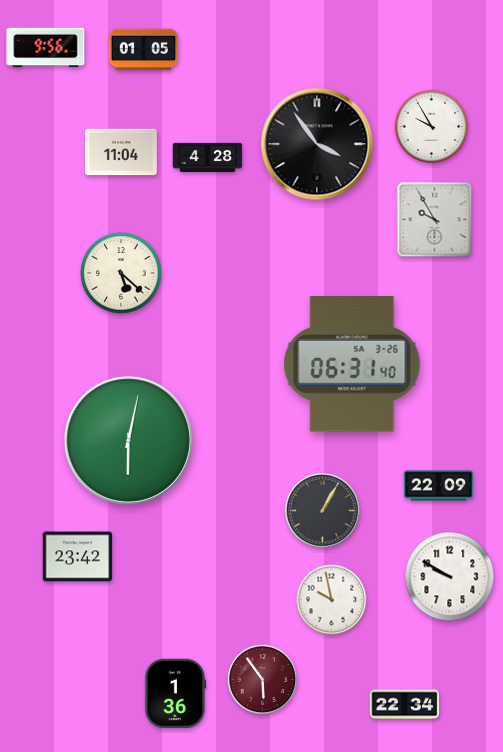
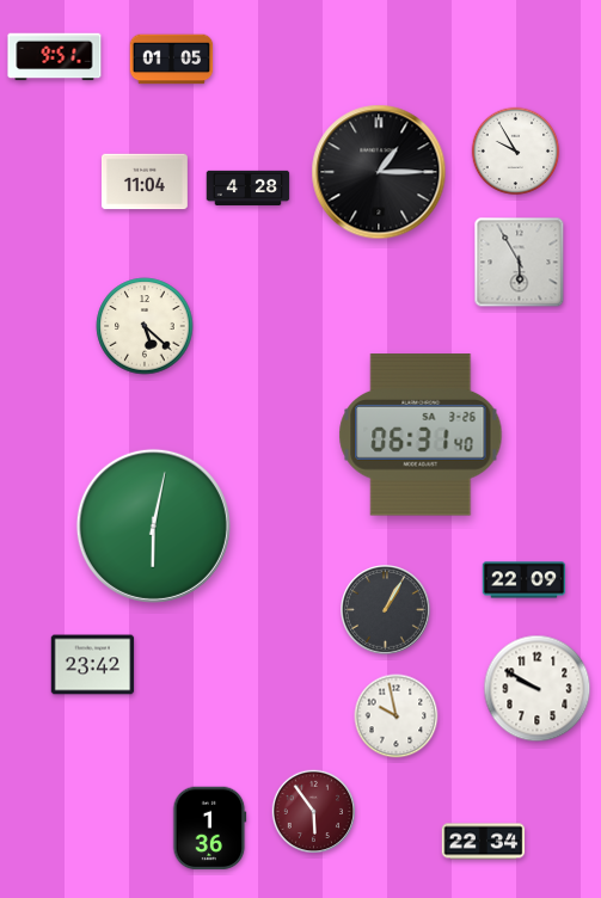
clock at (46, 48): 9:56 -> 9:51
clock at (317, 144): 3:54 -> 1:15
clock at (435, 220): 9:55 -> 5:55
